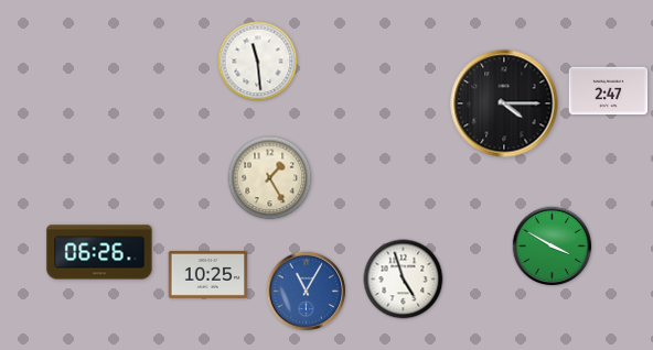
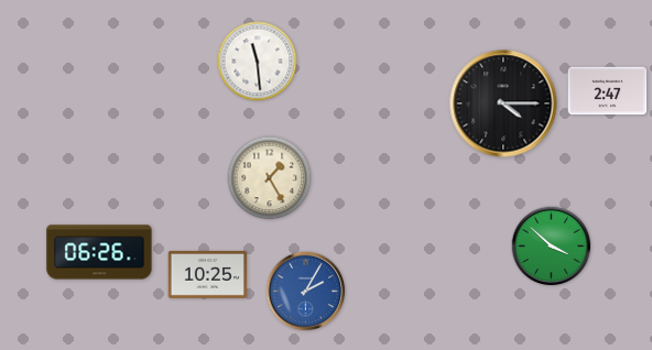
clock at (553, 247): 3:50 -> 3:52
clock at (404, 280): 4:57 -> none
clock at (307, 292): 11:05 -> 2:05
